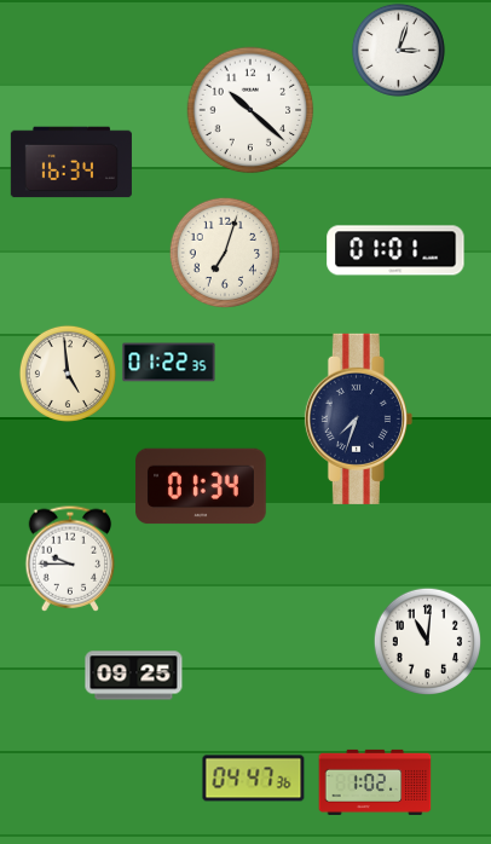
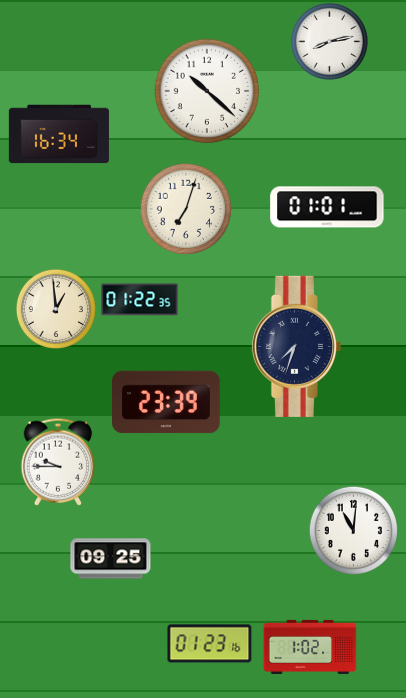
clock at (398, 50): 3:03 -> 8:13
clock at (68, 374): 4:59 -> 12:59
clock at (201, 486): 01:34 -> 23:39
clock at (254, 779): 04:47 -> 01:23
